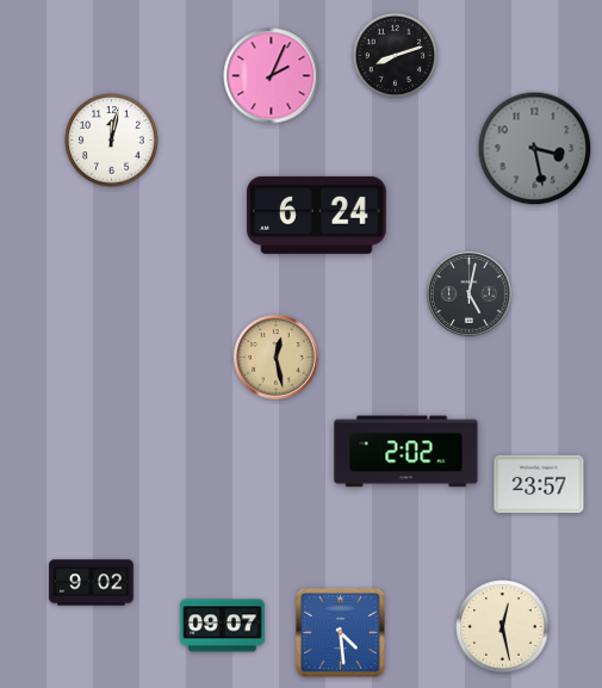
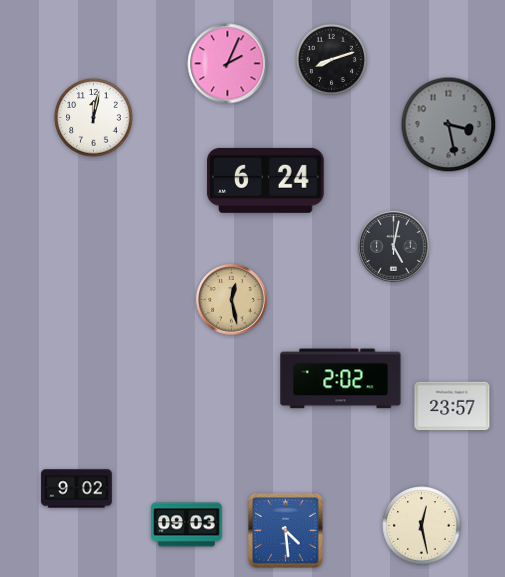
clock at (395, 55) position: (395, 55) -> (331, 59)
clock at (223, 626): 09:07 -> 09:03
